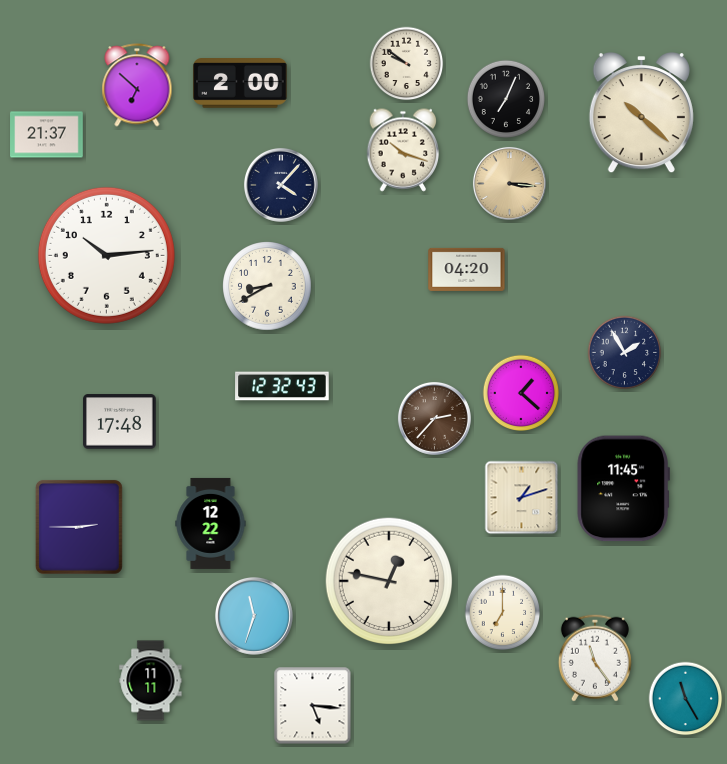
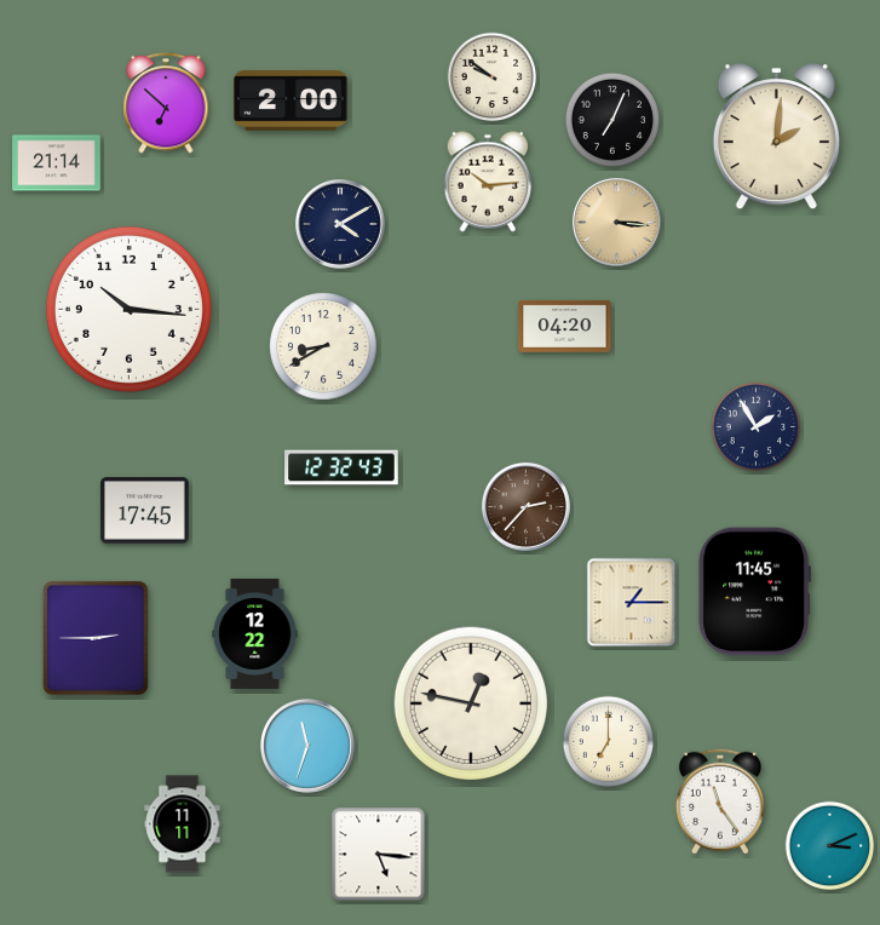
clock at (641, 114): 10:22 -> 2:01
clock at (47, 135): 21:37 -> 21:14
clock at (403, 150): 10:18 -> 10:14
clock at (281, 185): 4:07 -> 4:10
clock at (106, 255): 10:14 -> 10:16
clock at (521, 393): 1:22 -> none
clock at (120, 422): 17:48 -> 17:45
clock at (522, 498): 1:12 -> 1:15
clock at (595, 658) position: (595, 658) -> (720, 802)
clock at (686, 699): 11:25 -> 3:11
